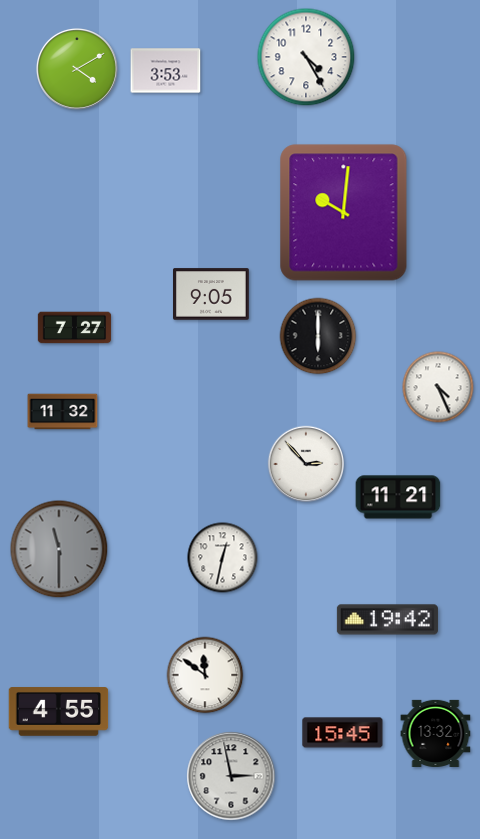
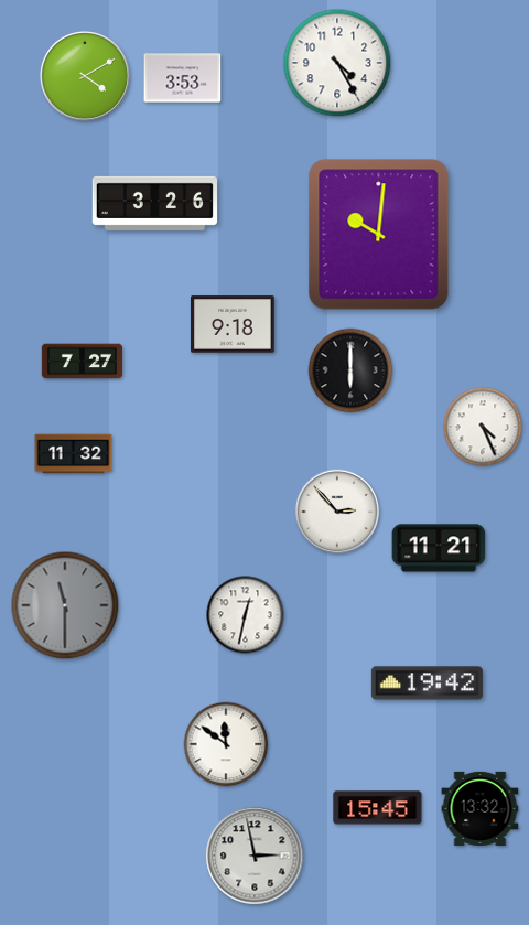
clock at (155, 203): none -> 3:26
clock at (211, 294): 9:05 -> 9:18
clock at (63, 412) position: (63, 412) -> (74, 454)
clock at (59, 712): 4:55 -> none
